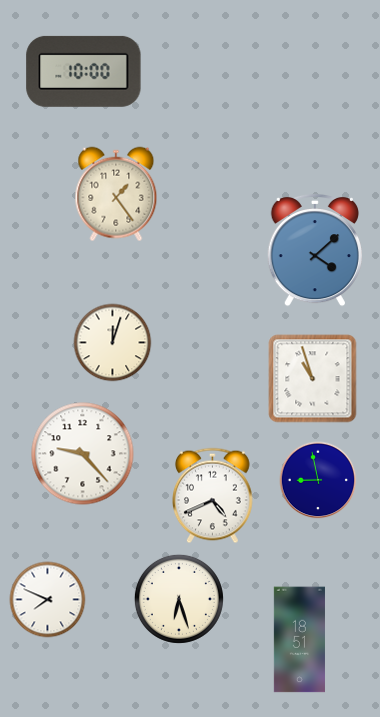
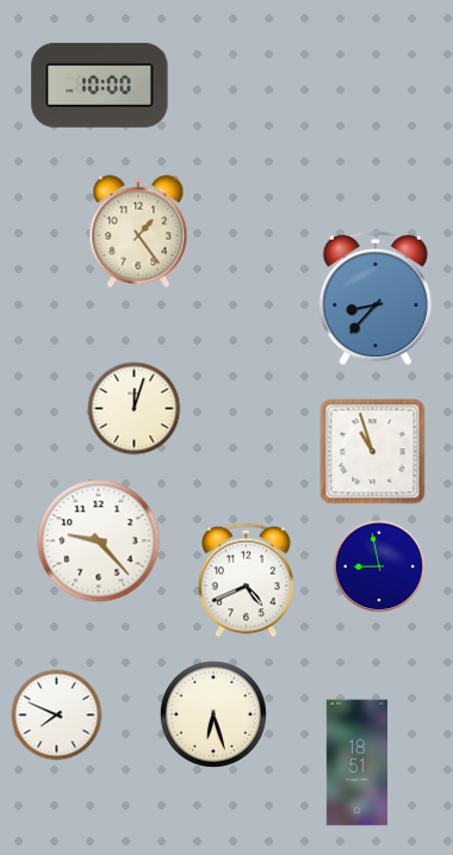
clock at (315, 250): 4:08 -> 8:37
clock at (318, 480) position: (318, 480) -> (379, 566)
clock at (213, 496) position: (213, 496) -> (247, 581)
